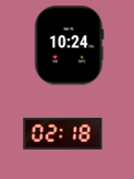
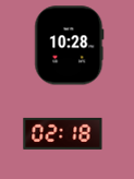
clock at (70, 46): 10:24 -> 10:28
